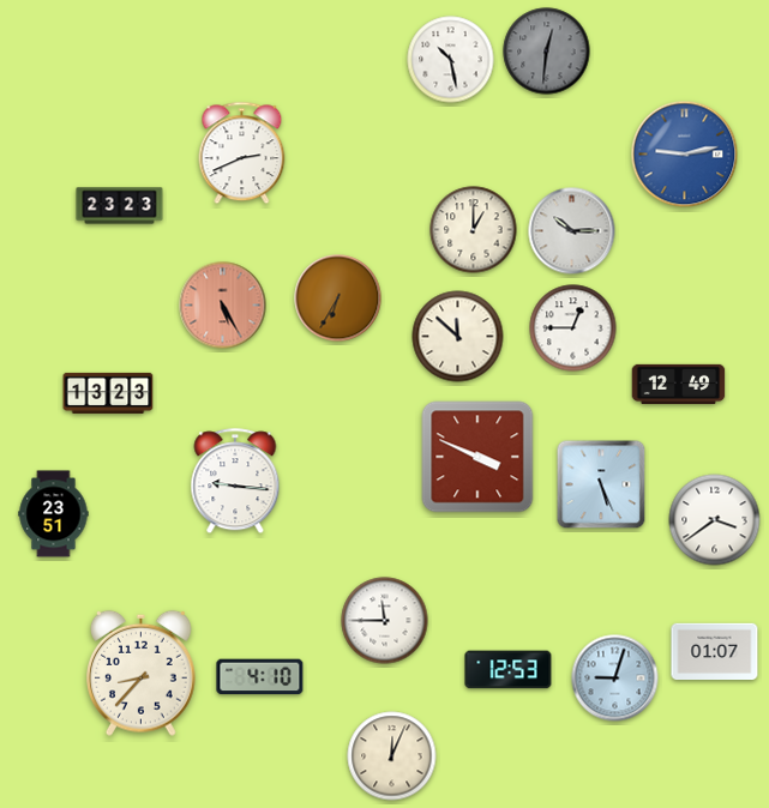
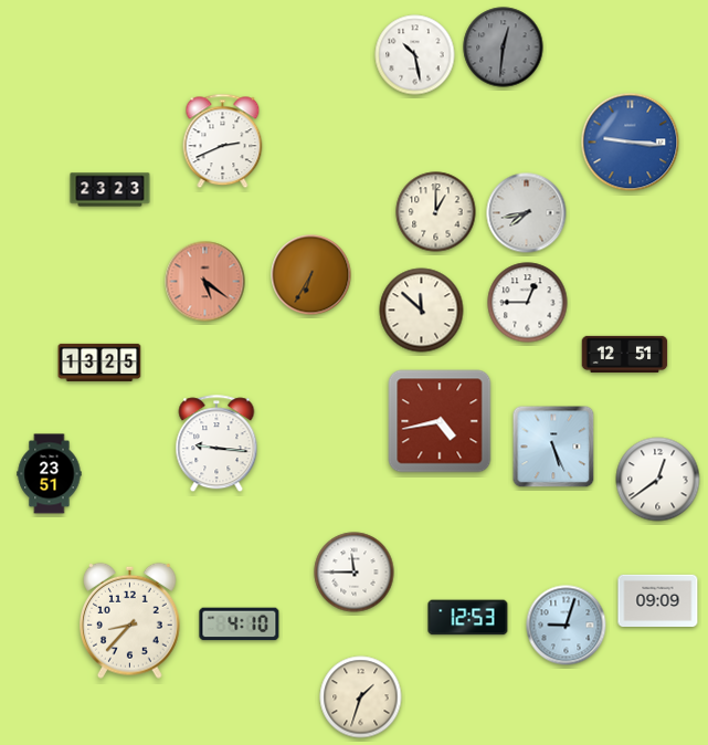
clock at (685, 155): 9:13 -> 9:16
clock at (572, 231): 10:15 -> 7:43
clock at (223, 306): 5:25 -> 5:21
clock at (679, 384): 12:49 -> 12:51
clock at (108, 393): 13:23 -> 13:25
clock at (477, 457): 3:49 -> 4:43
clock at (715, 520): 3:39 -> 12:39
clock at (715, 651): 01:07 -> 09:09
clock at (392, 756): 12:04 -> 1:33
